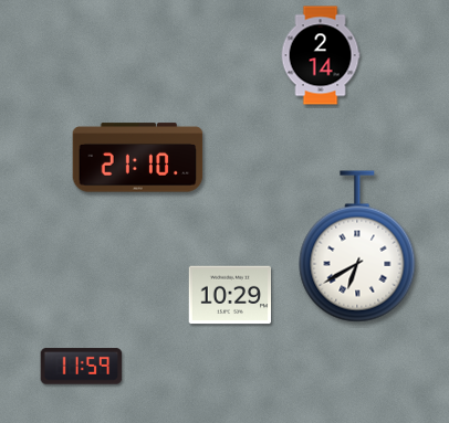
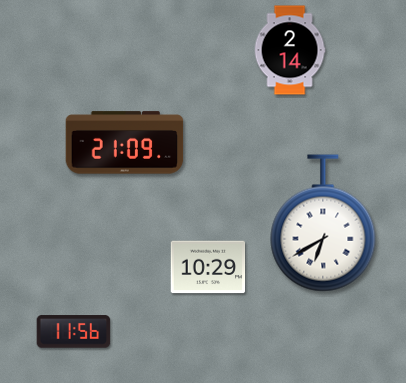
clock at (138, 158): 21:10 -> 21:09
clock at (82, 367): 11:59 -> 11:56
